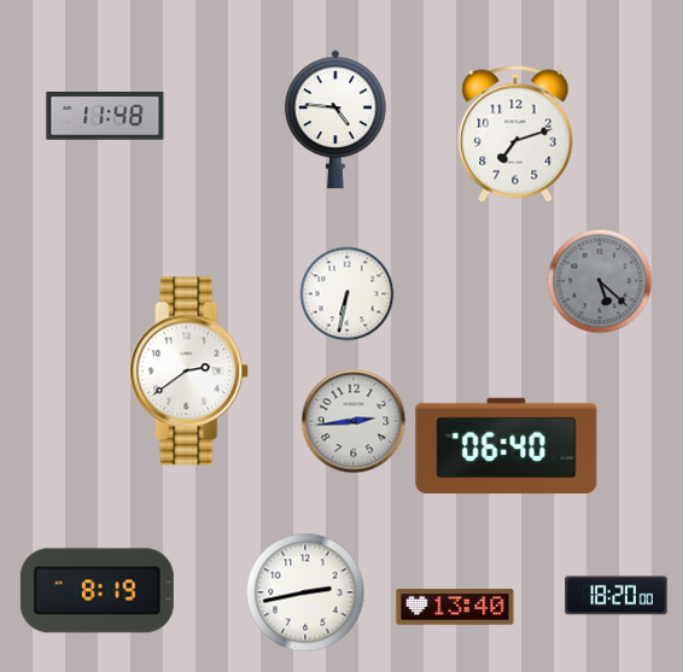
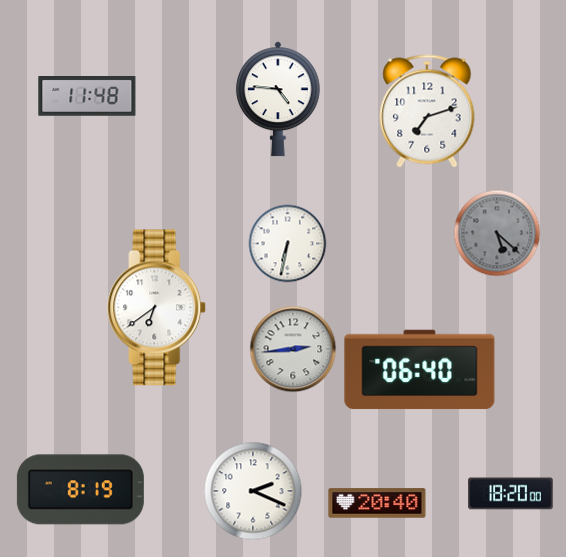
clock at (189, 372): 2:39 -> 6:39
clock at (305, 592): 2:43 -> 2:19
clock at (455, 607): 13:40 -> 20:40
